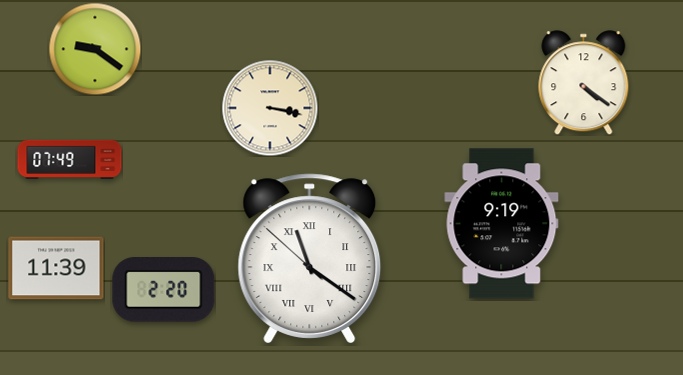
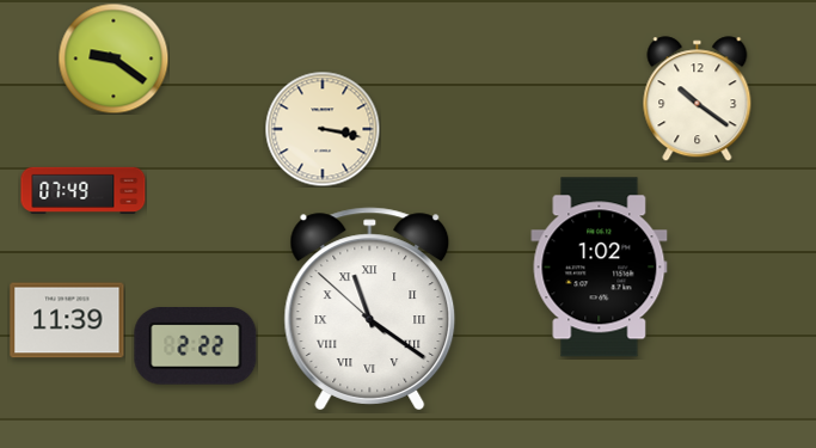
clock at (584, 83): 4:21 -> 10:21
clock at (502, 224): 9:19 -> 1:02
clock at (164, 290): 2:20 -> 2:22
